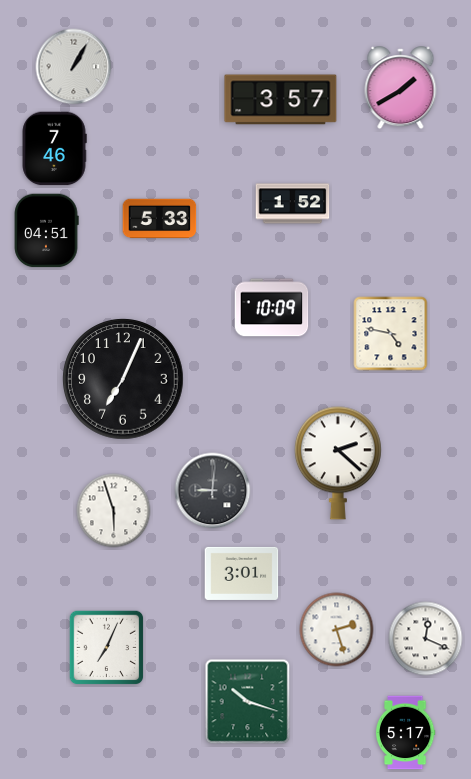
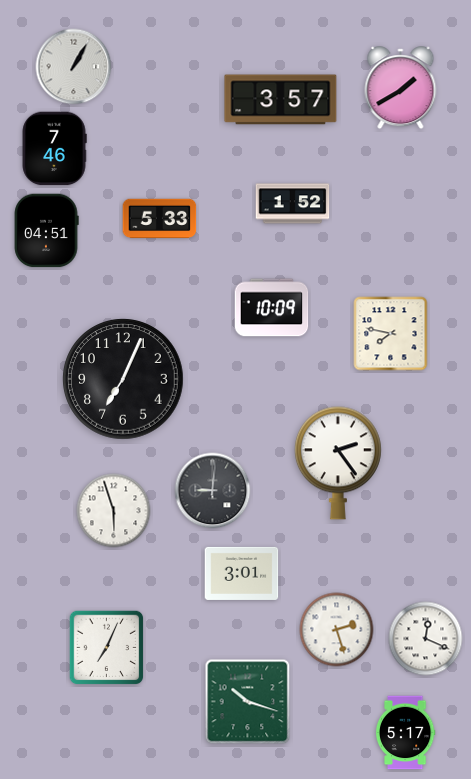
clock at (391, 334): 4:47 -> 7:47
clock at (338, 463): 2:22 -> 2:24
